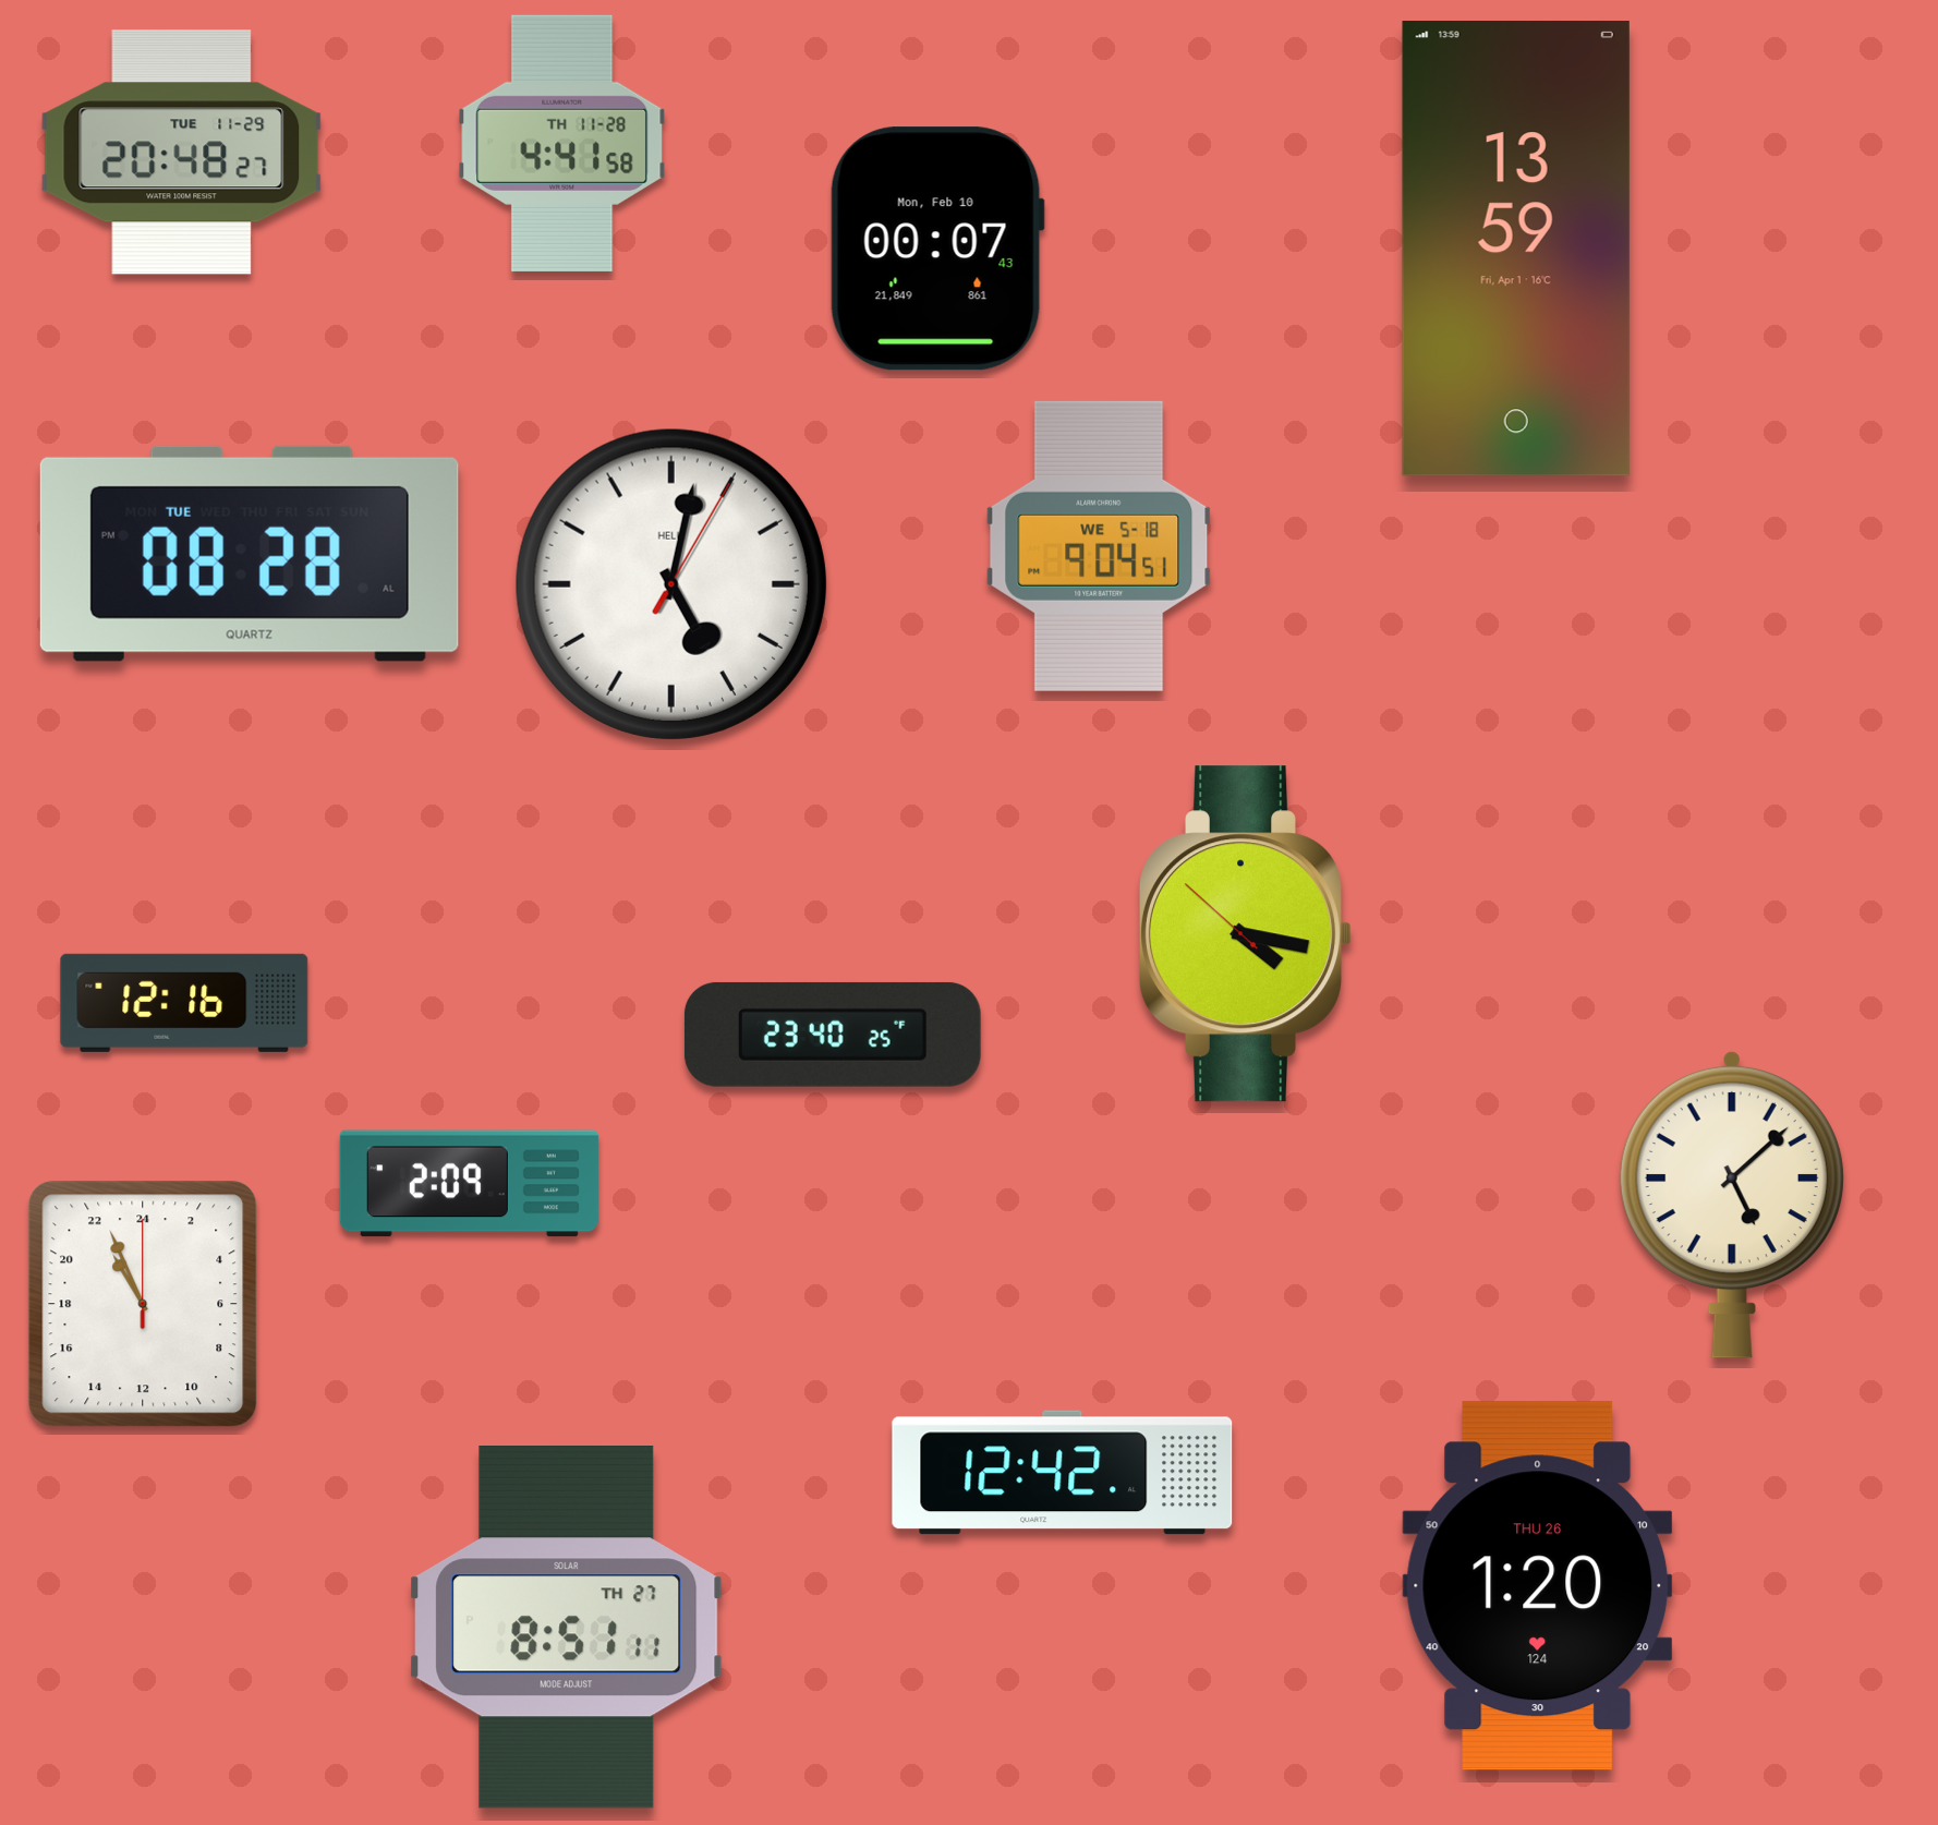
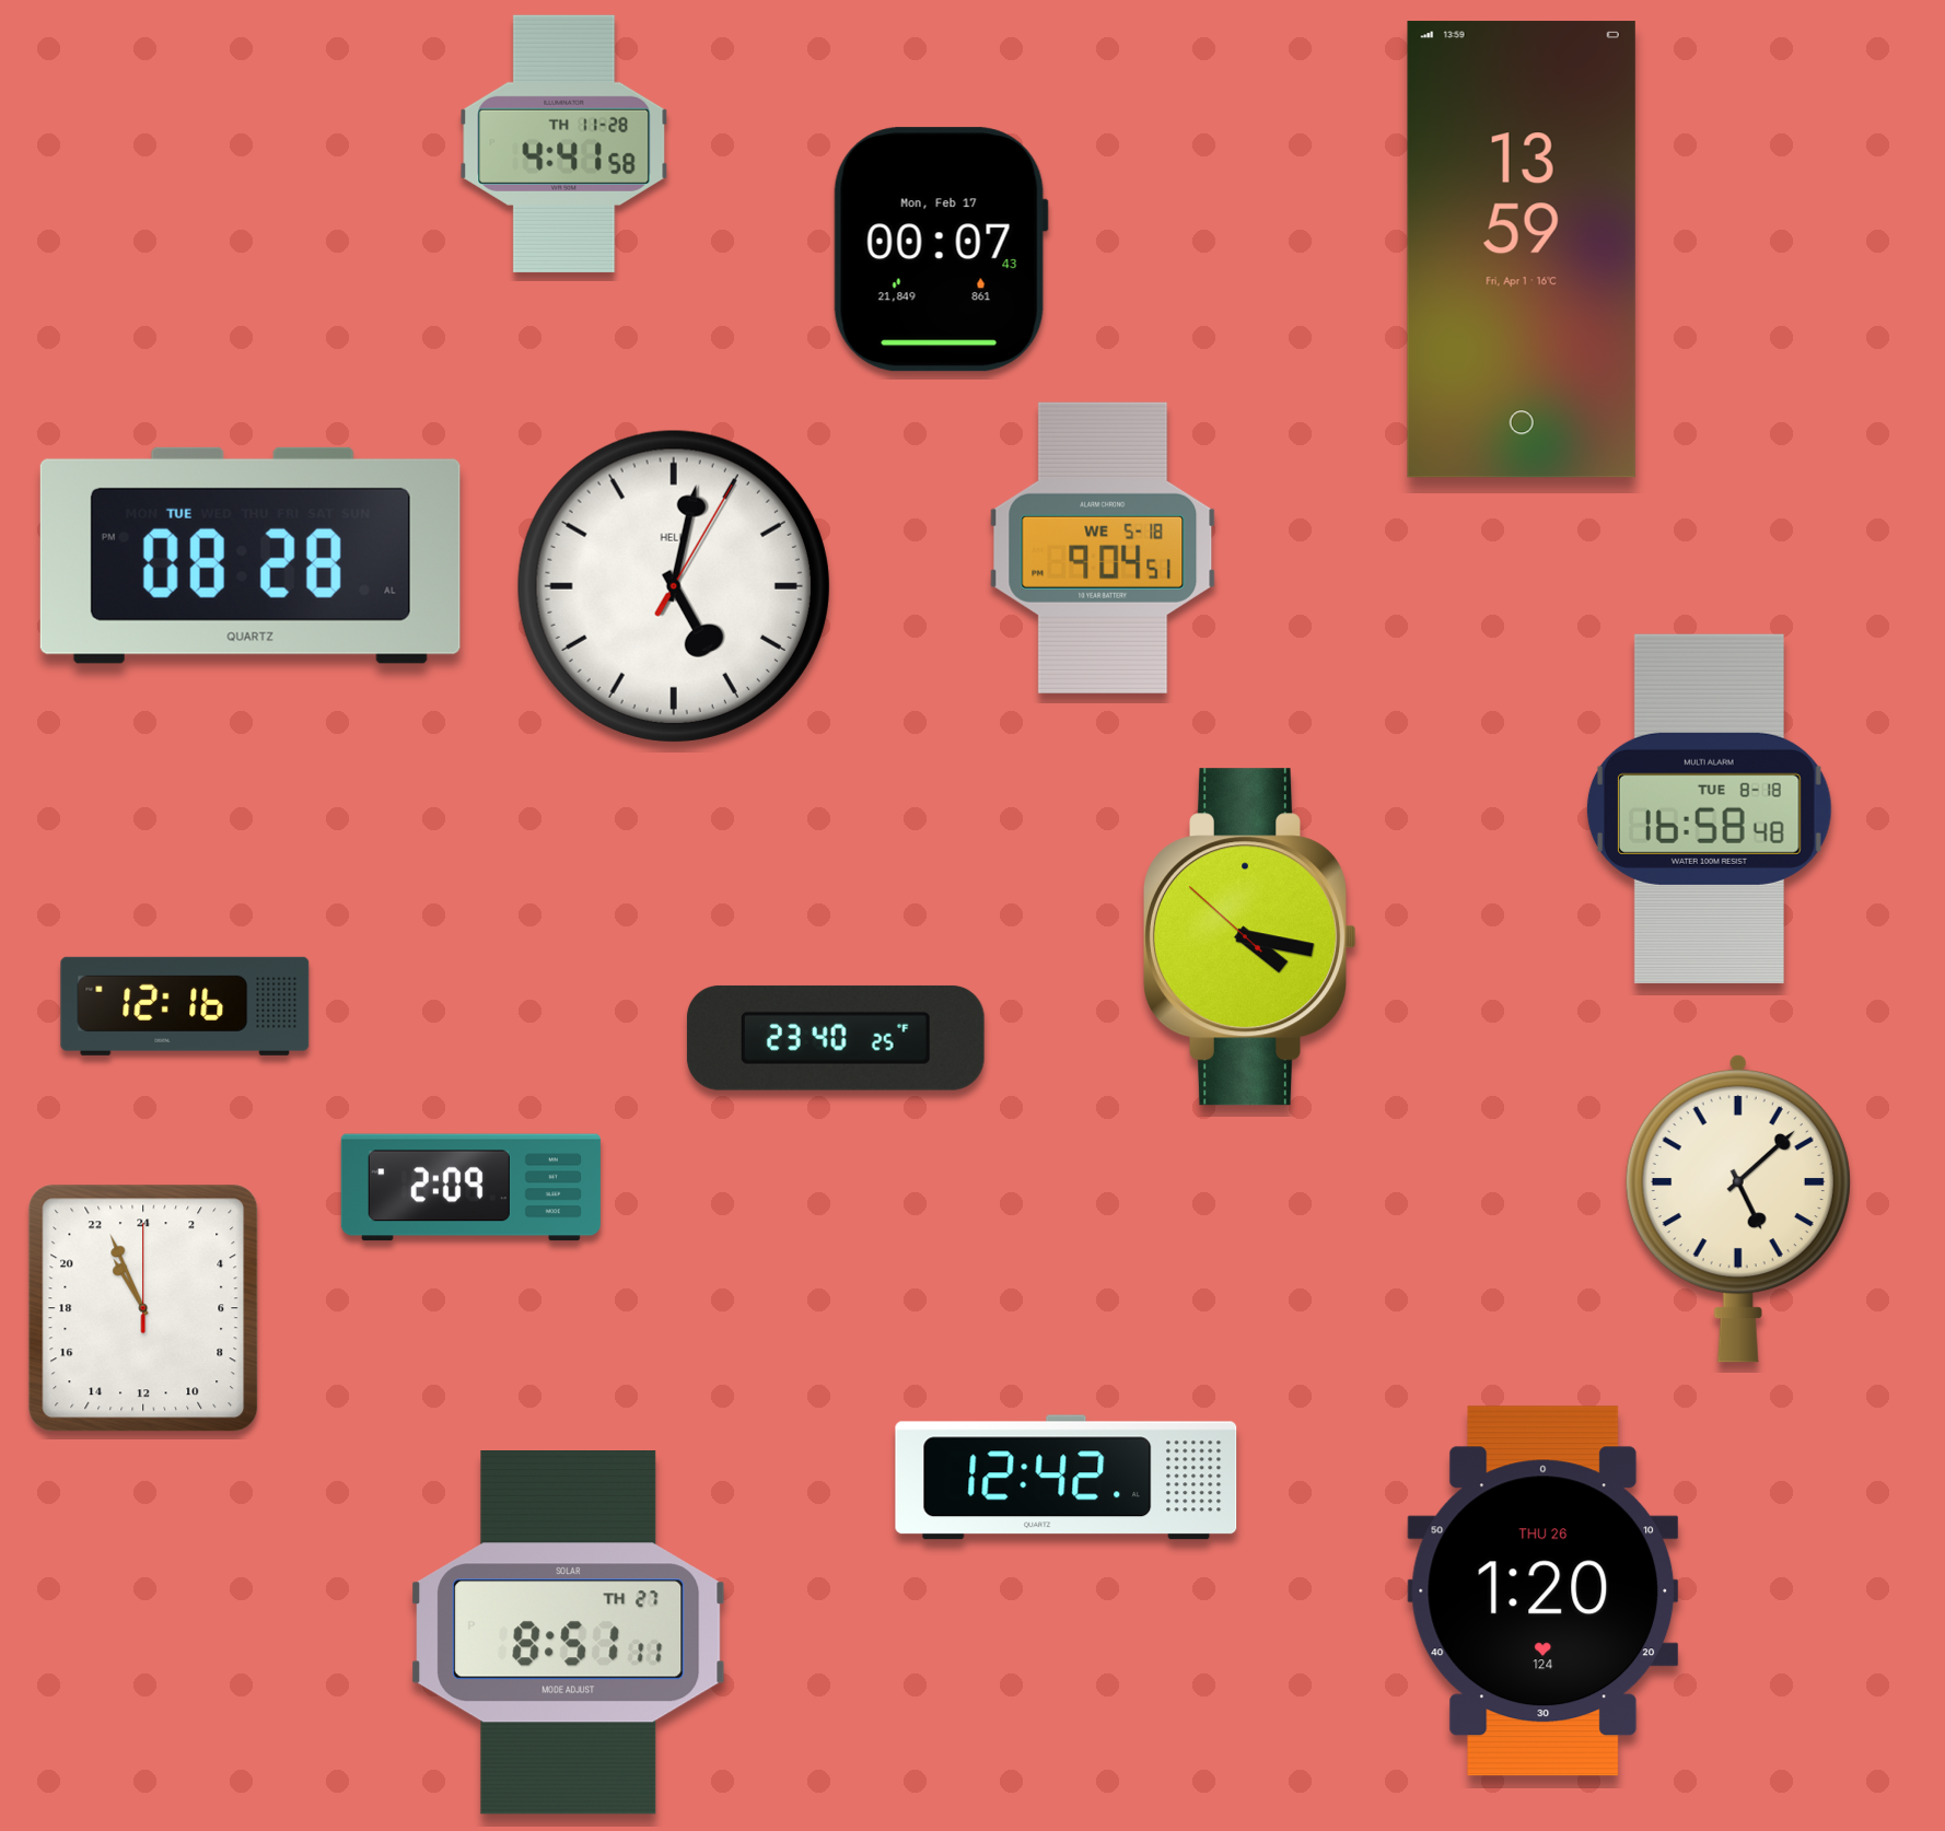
clock at (182, 153): 20:48 -> none
clock at (937, 249) date: Mon, Feb 10 -> Mon, Feb 17
clock at (1709, 808): none -> 16:58
